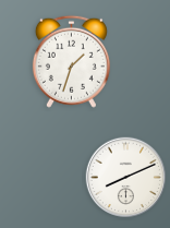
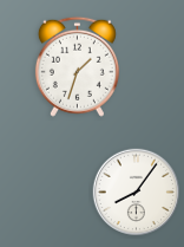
clock at (126, 178): 8:11 -> 8:06
